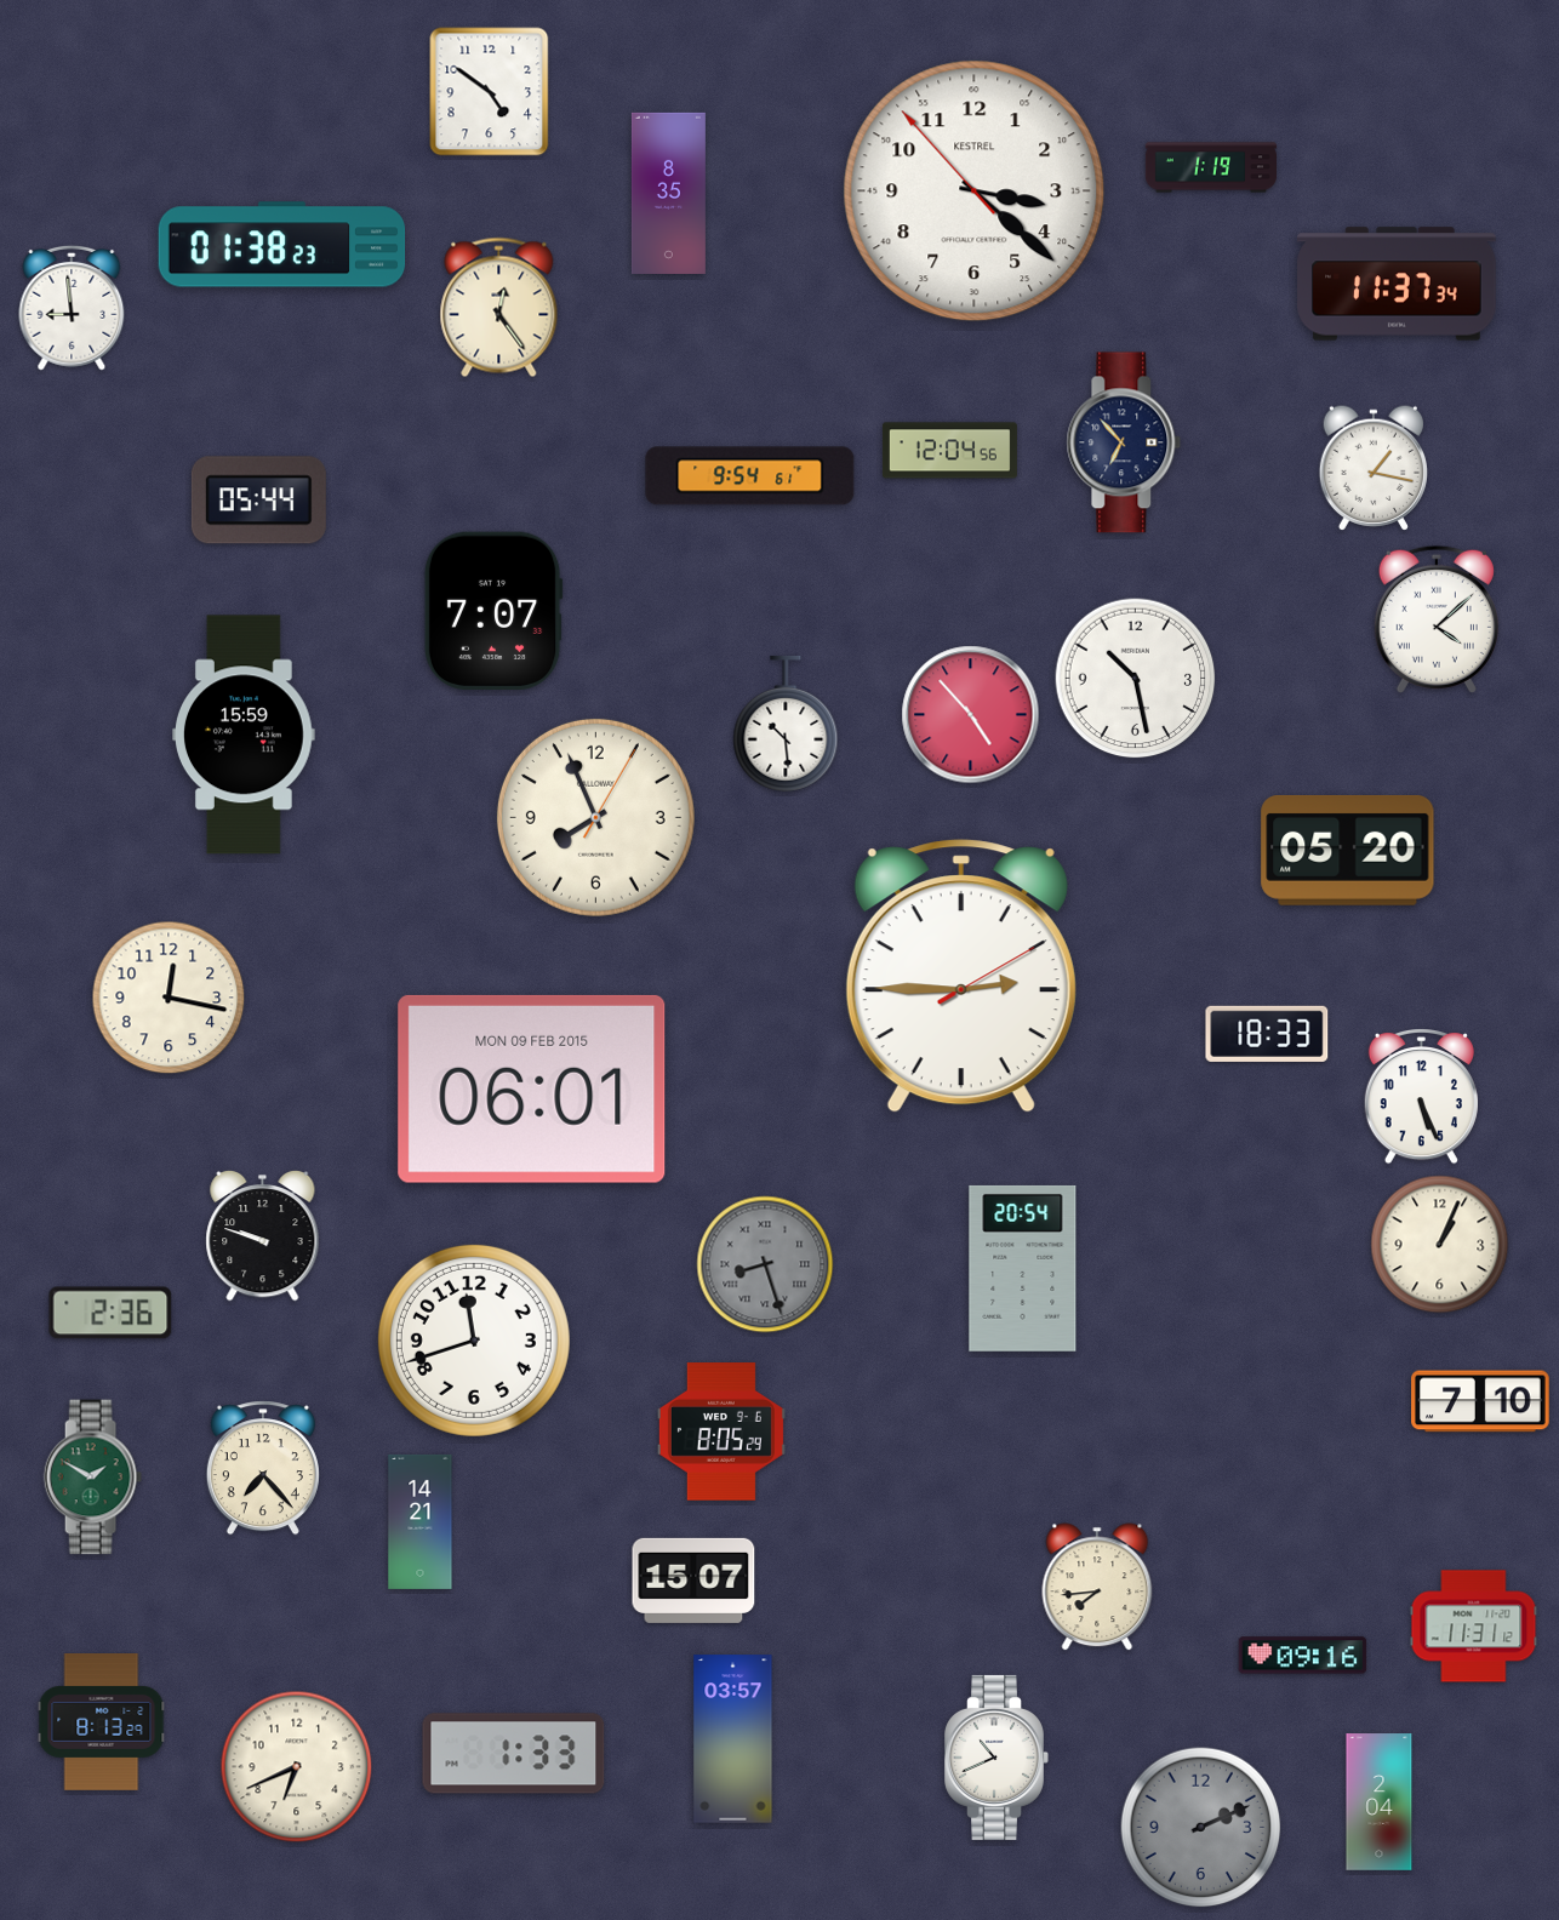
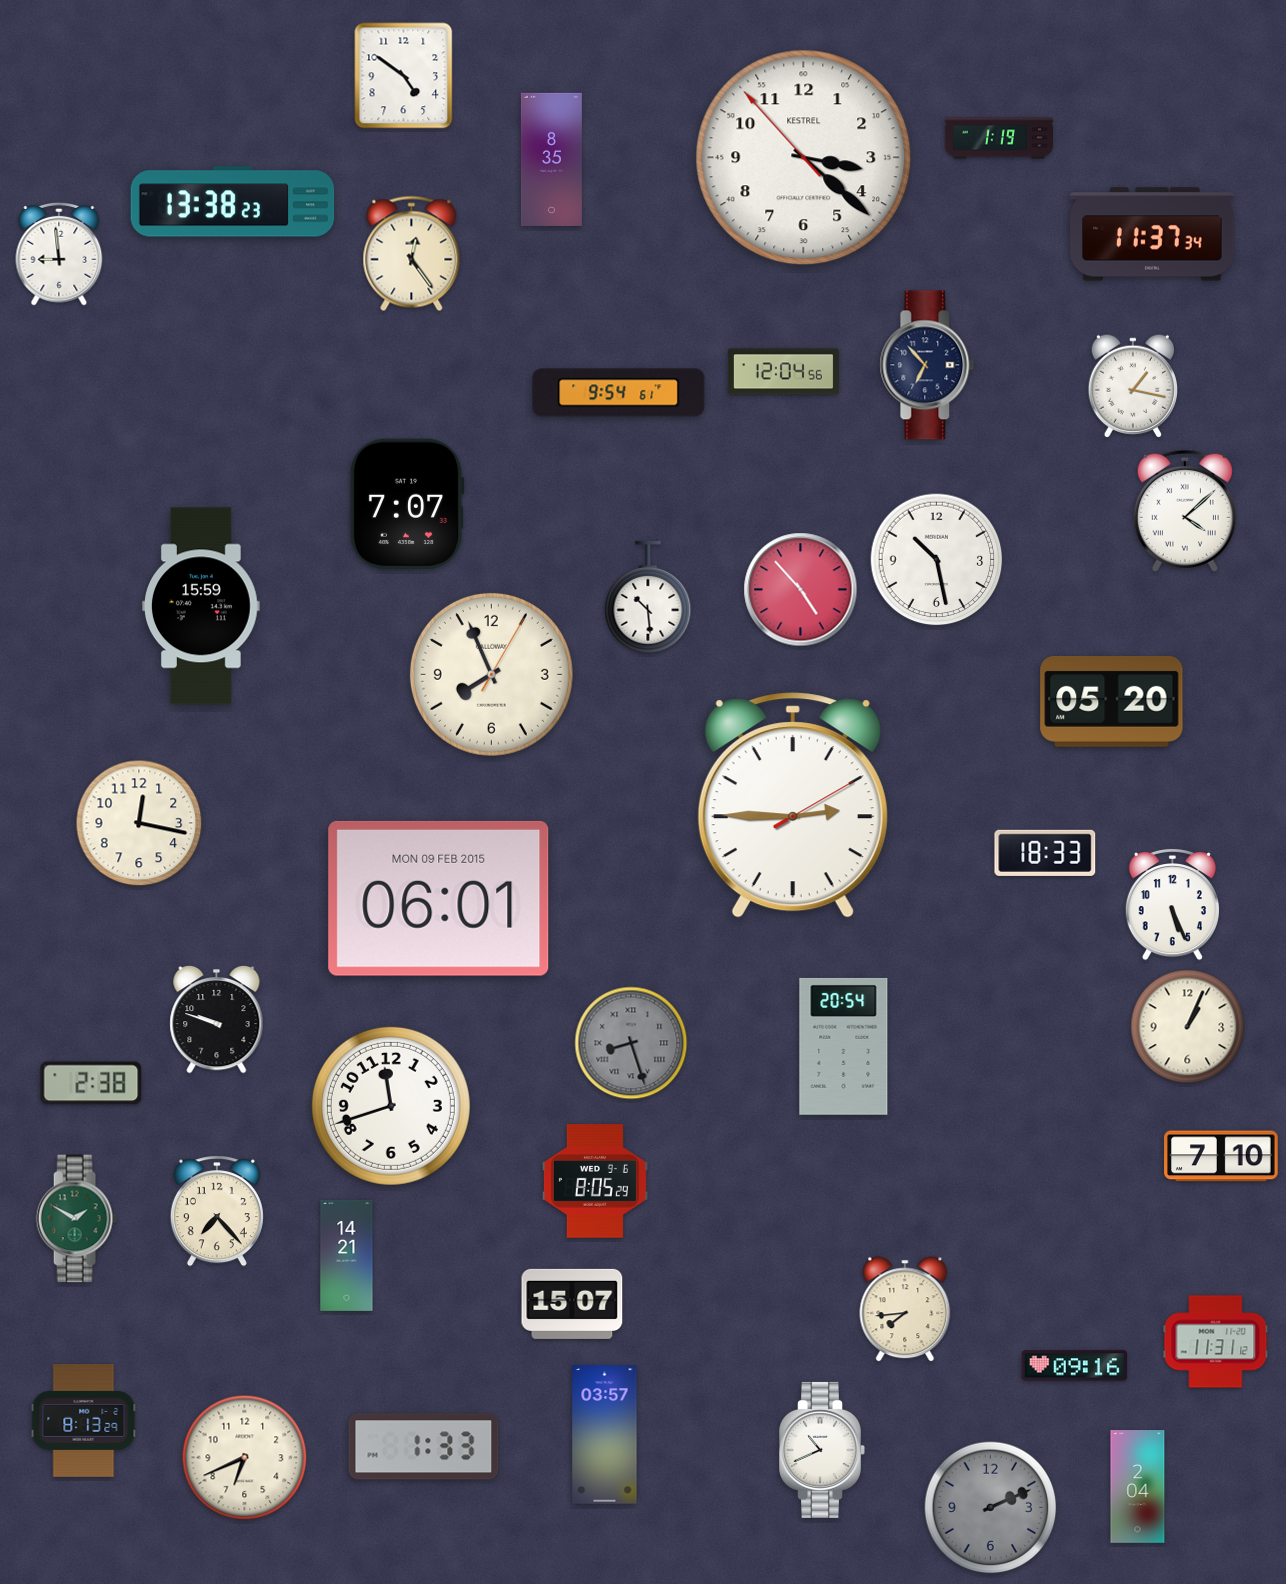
clock at (282, 245): 01:38 -> 13:38
clock at (258, 501): 05:44 -> none
clock at (110, 1313): 2:36 -> 2:38
